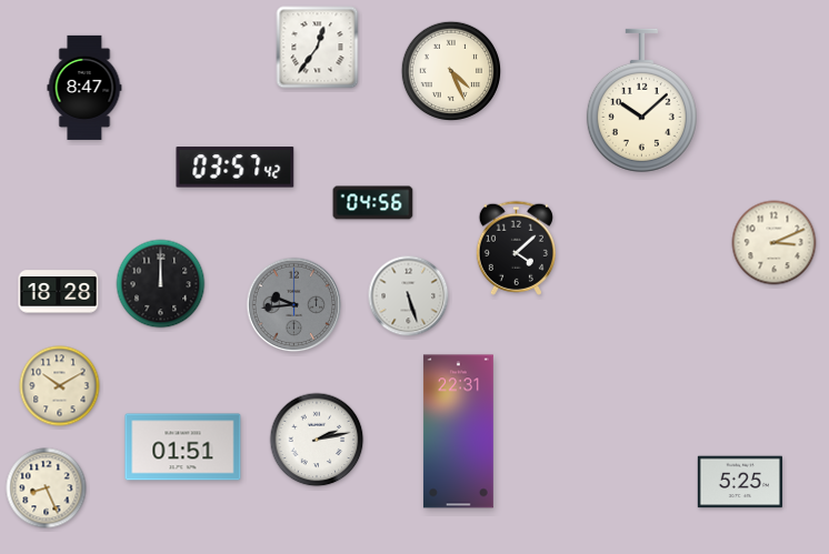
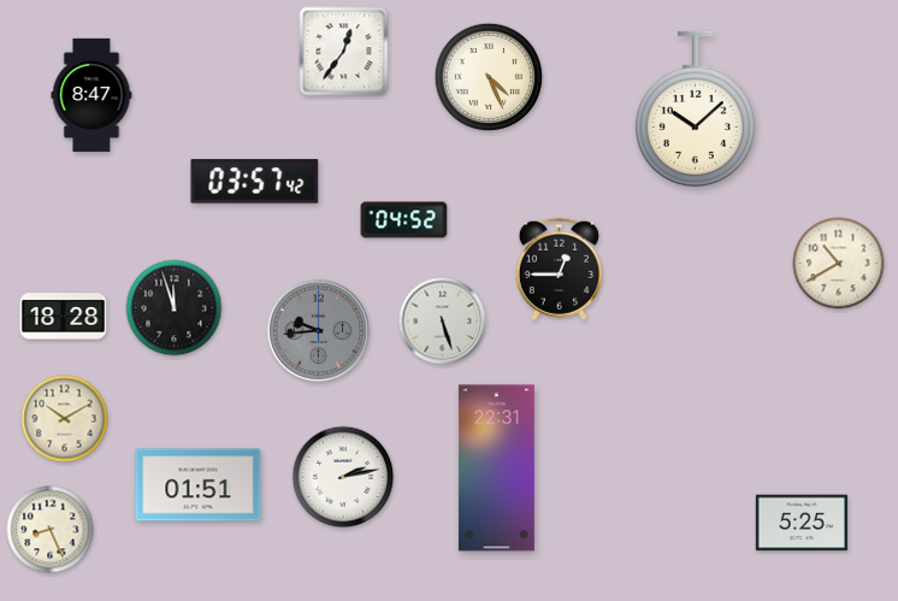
clock at (373, 203): 04:56 -> 04:52
clock at (775, 243): 3:11 -> 10:40
clock at (516, 248): 4:08 -> 12:45
clock at (161, 284): 12:00 -> 11:57
